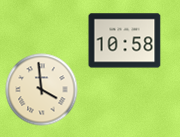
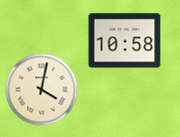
clock at (42, 90): 3:59 -> 4:02
